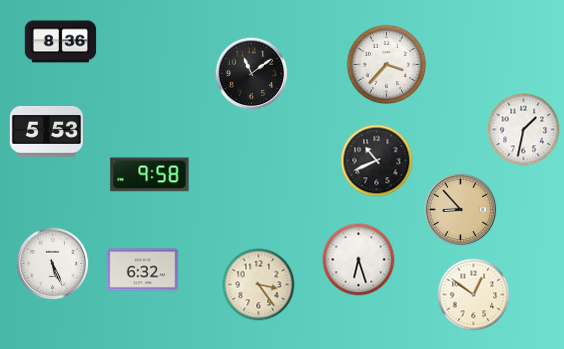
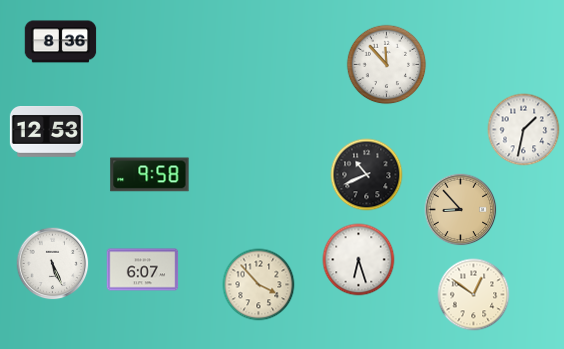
clock at (387, 65): 3:37 -> 11:53
clock at (252, 74): 11:09 -> none
clock at (46, 132): 5:53 -> 12:53
clock at (377, 161) position: (377, 161) -> (367, 175)
clock at (143, 270): 6:32 -> 6:07
clock at (259, 285): 3:24 -> 3:53
